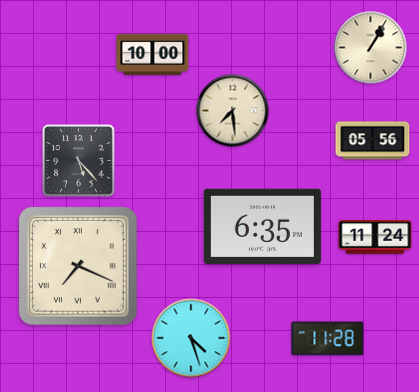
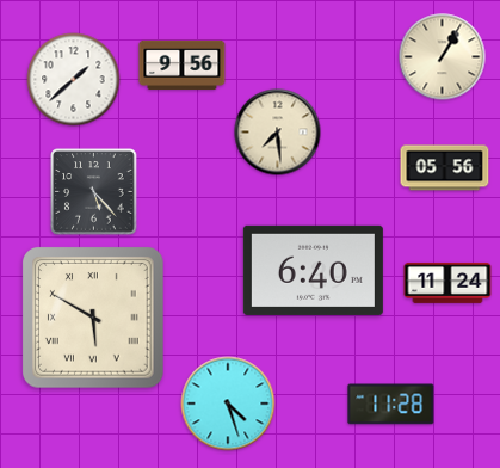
clock at (153, 54): 10:00 -> 9:56
clock at (74, 80): none -> 1:38
clock at (262, 226): 6:35 -> 6:40
clock at (79, 267): 7:19 -> 5:50
